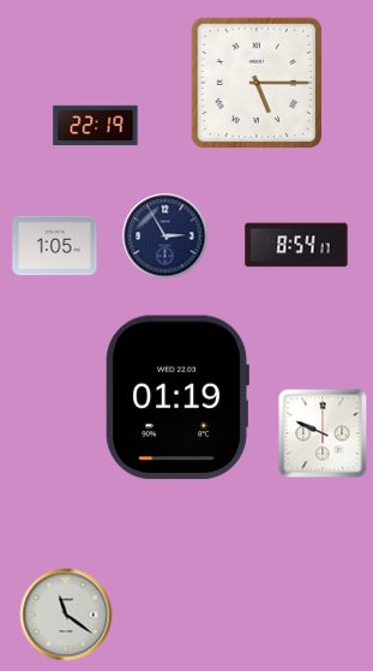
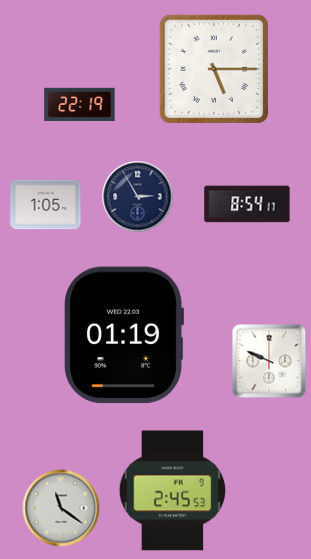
clock at (178, 397) position: (178, 397) -> (124, 335)
clock at (172, 491): none -> 2:45
clock at (66, 615) position: (66, 615) -> (61, 508)
